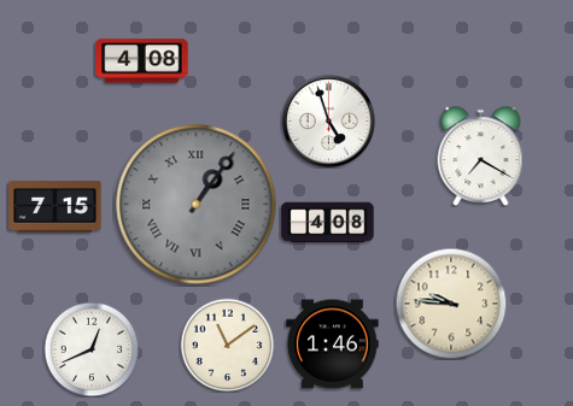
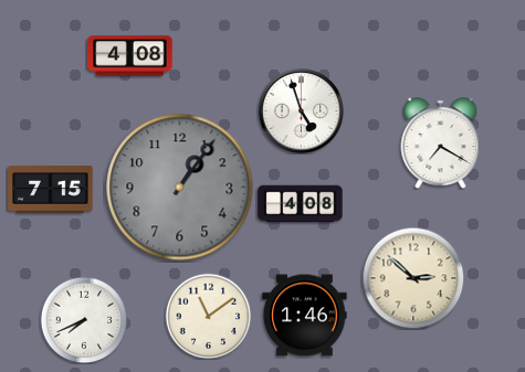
clock at (197, 205) numerals: Roman -> Arabic
clock at (451, 304): 9:46 -> 2:52
clock at (92, 349): 12:41 -> 7:41
